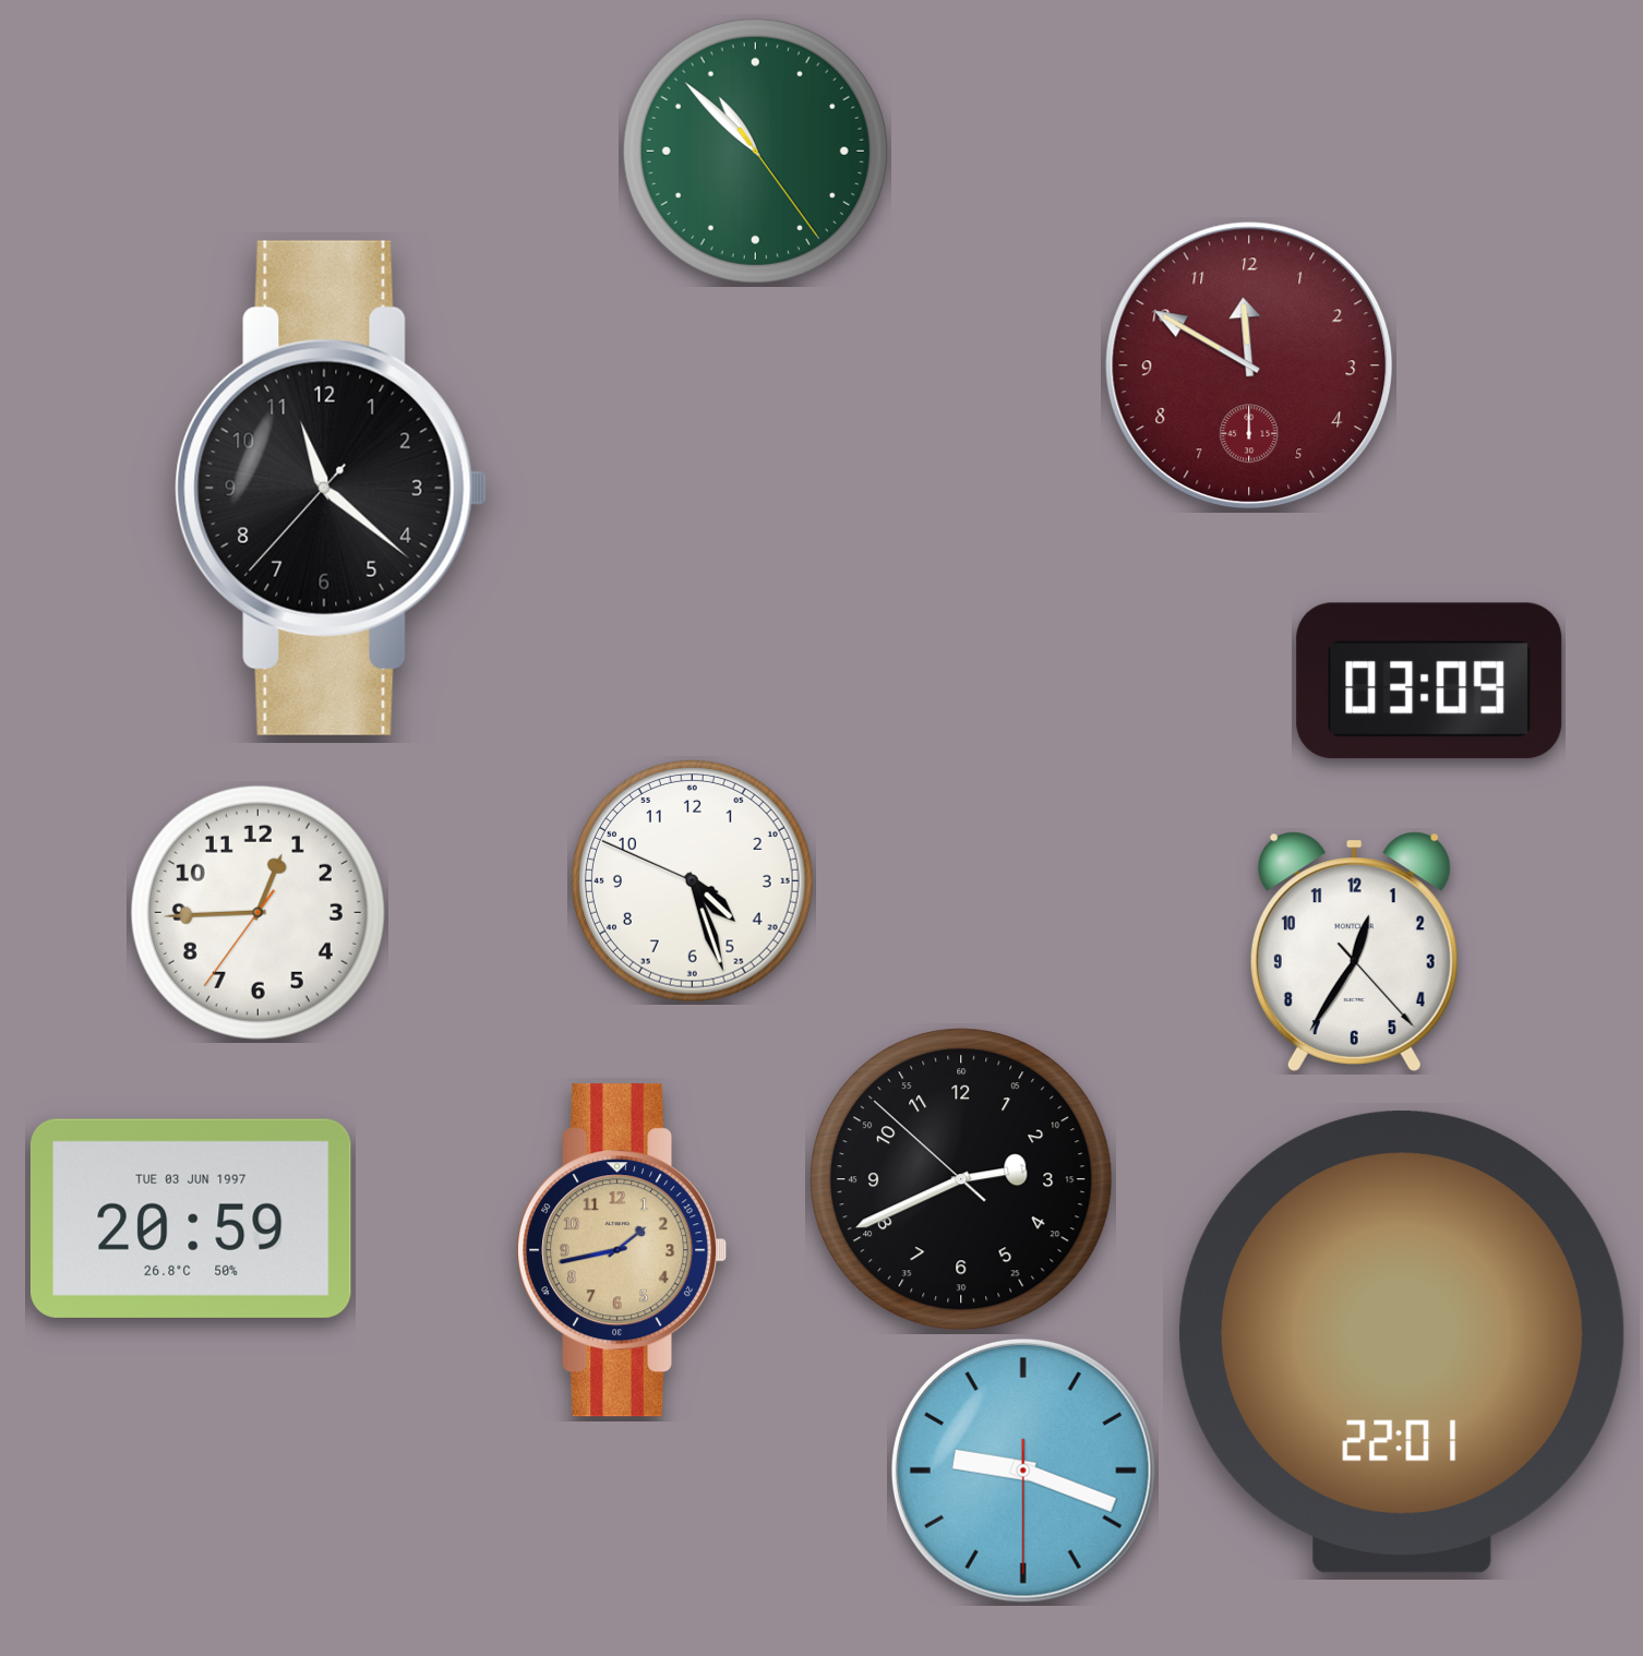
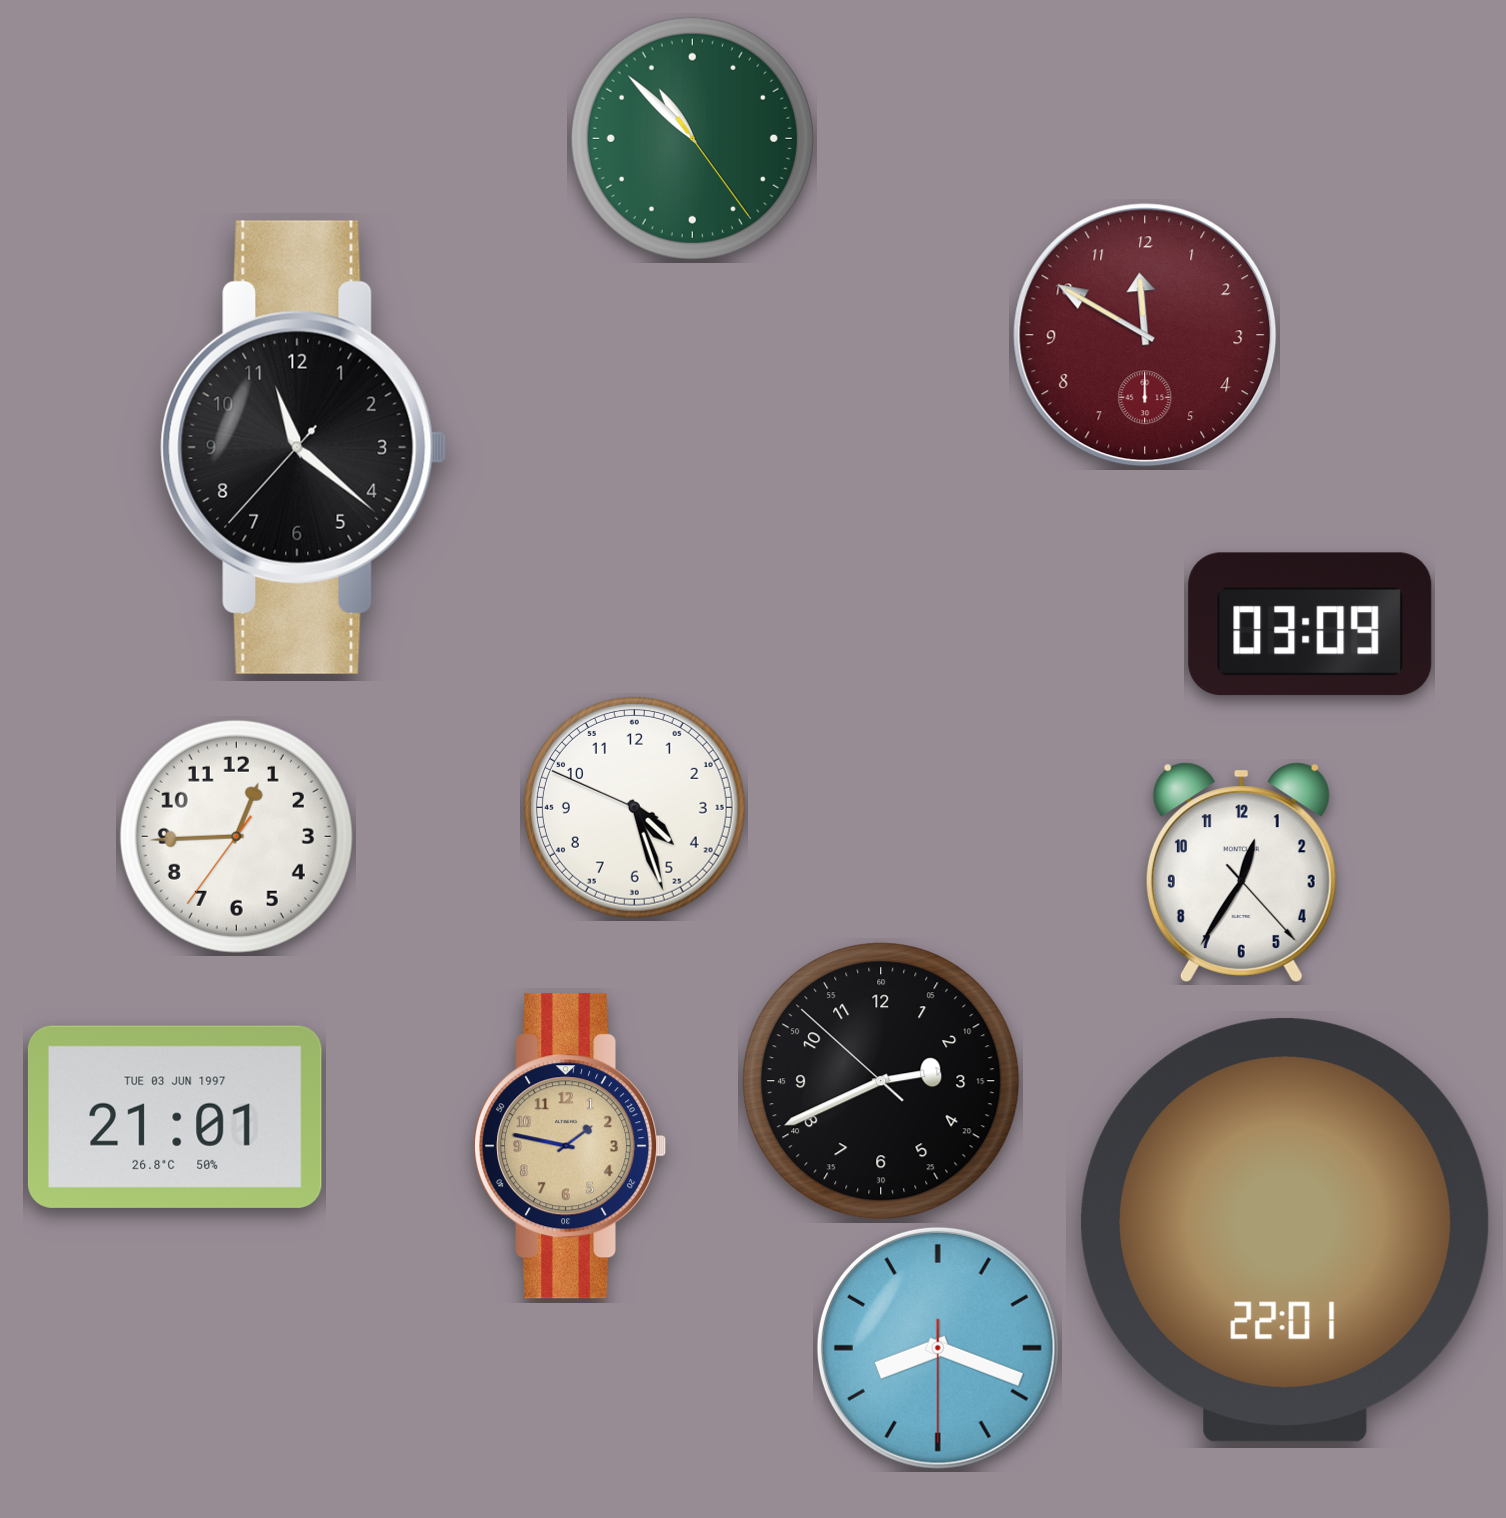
clock at (191, 1219): 20:59 -> 21:01
clock at (623, 1250): 1:43 -> 1:47
clock at (1023, 1471): 9:18 -> 8:18
